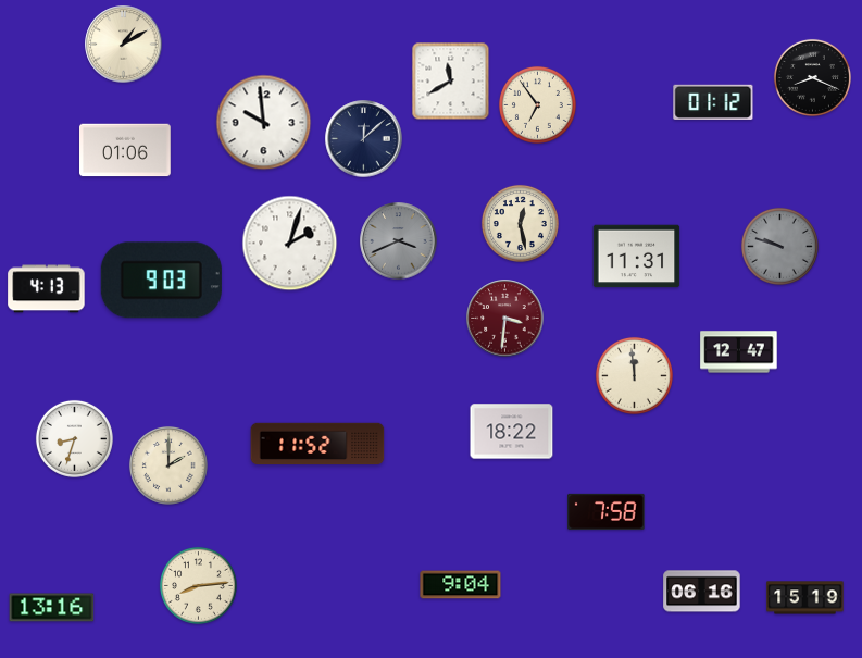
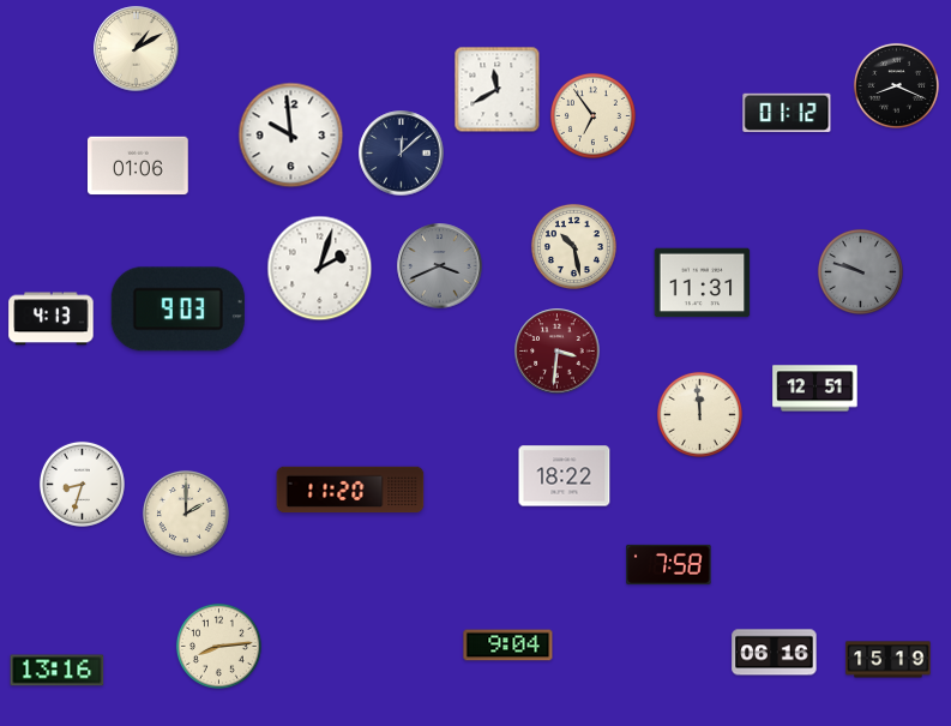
clock at (520, 223): 12:28 -> 10:28
clock at (739, 352): 12:47 -> 12:51
clock at (317, 444): 11:52 -> 11:20
